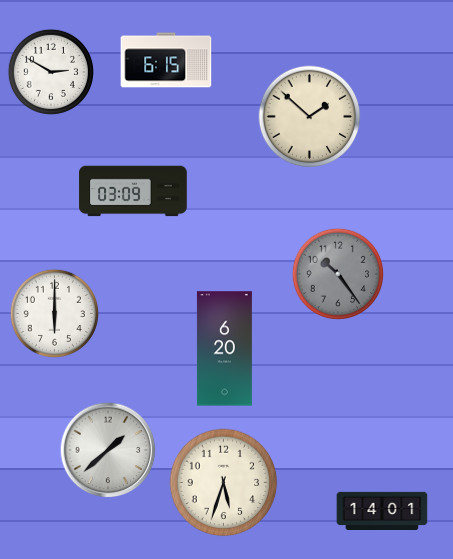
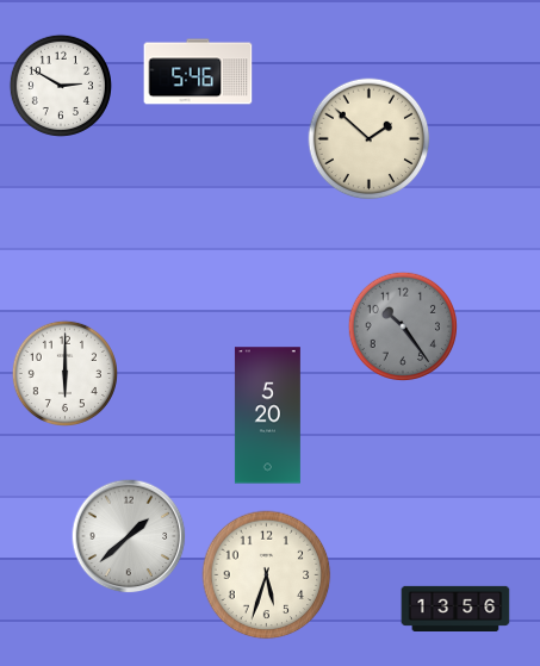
clock at (166, 60): 6:15 -> 5:46
clock at (133, 191): 03:09 -> none
clock at (224, 349): 6:20 -> 5:20
clock at (382, 510): 14:01 -> 13:56
